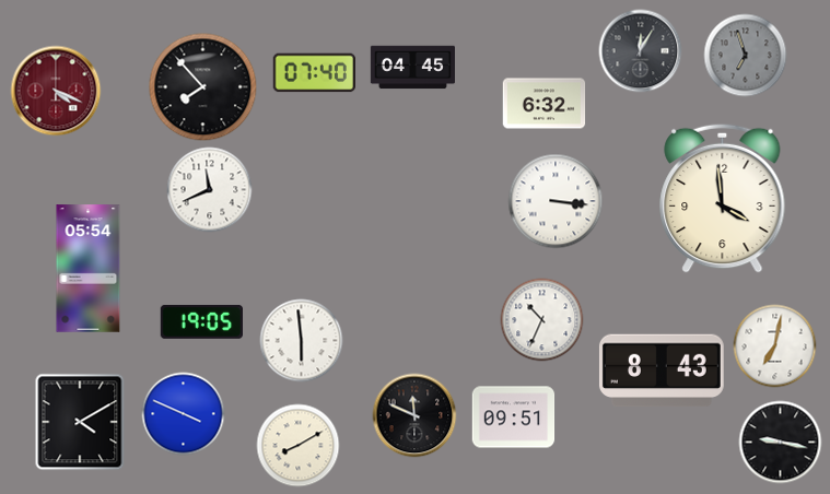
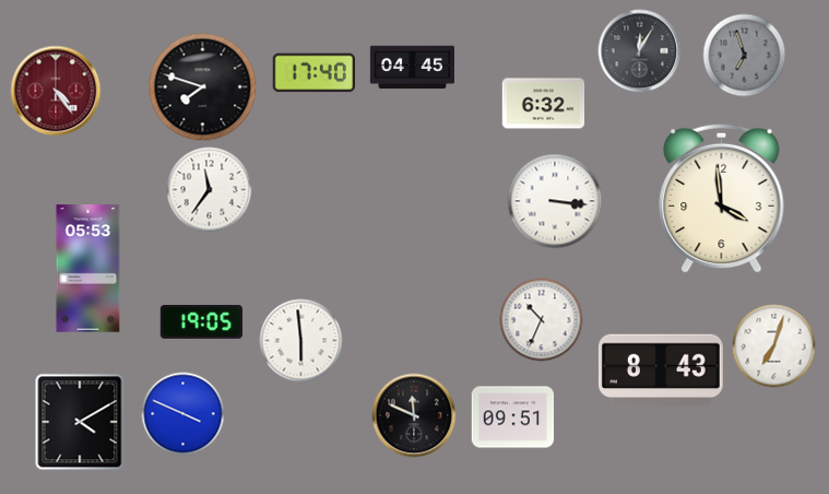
clock at (314, 73): 07:40 -> 17:40
clock at (203, 87): 7:53 -> 7:48
clock at (56, 91): 4:19 -> 4:24
clock at (210, 190): 11:41 -> 11:36
clock at (89, 269): 05:54 -> 05:53
clock at (775, 346): 7:02 -> 7:03
clock at (781, 443): 9:17 -> none
clock at (299, 446): 8:10 -> none
